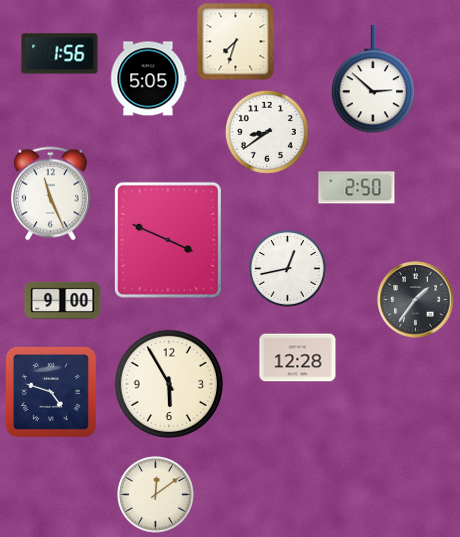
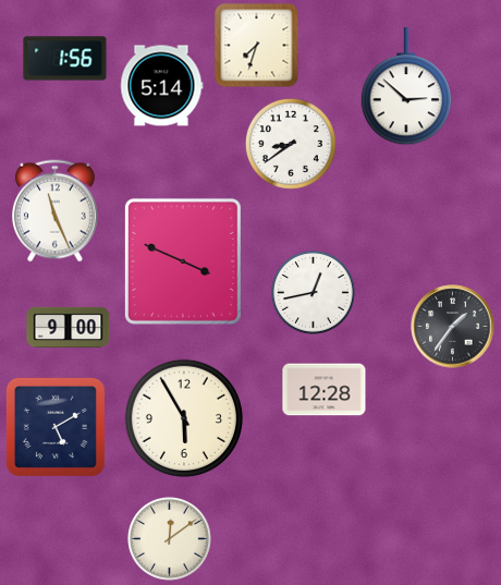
clock at (148, 79): 5:05 -> 5:14
clock at (357, 188): 2:50 -> none
clock at (51, 392): 4:48 -> 5:10
